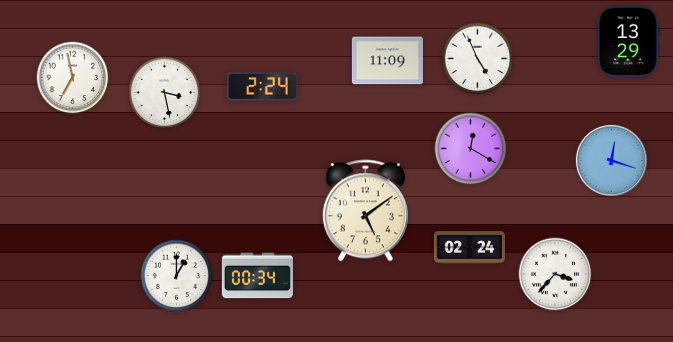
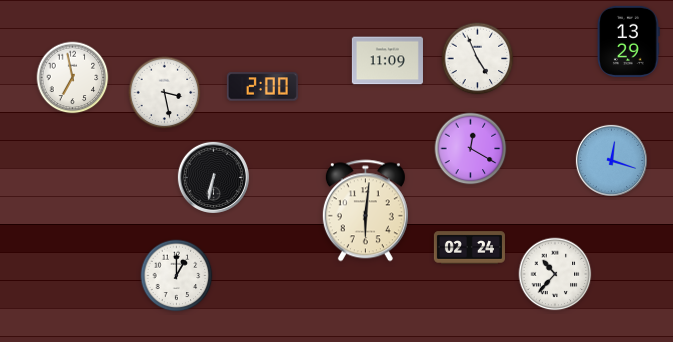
clock at (262, 87): 2:24 -> 2:00
clock at (213, 177): none -> 6:32
clock at (365, 211): 5:09 -> 6:01
clock at (555, 274): 3:37 -> 10:37
clock at (257, 276): 00:34 -> none
